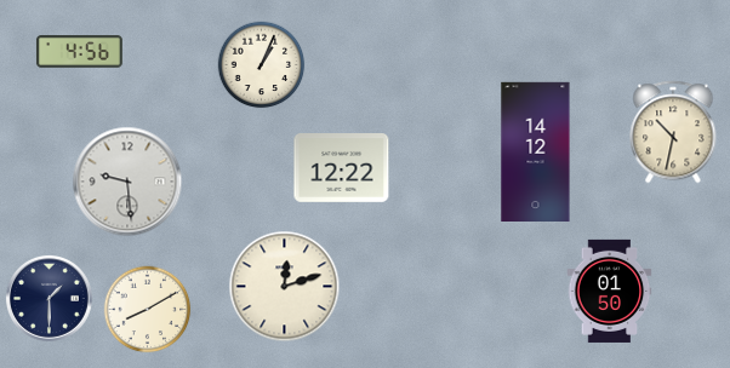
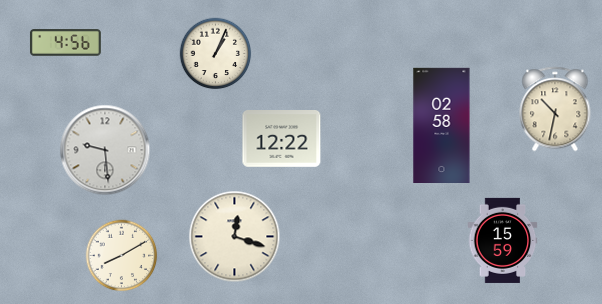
clock at (536, 151): 14:12 -> 02:58
clock at (285, 287): 12:12 -> 12:18
clock at (610, 291): 01:50 -> 15:59
clock at (49, 298): 1:30 -> none
